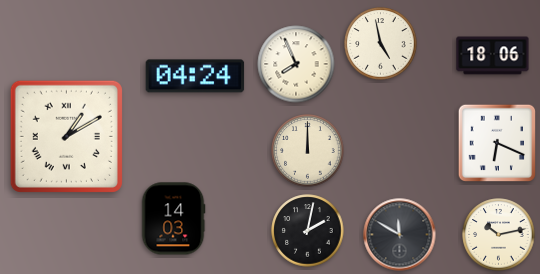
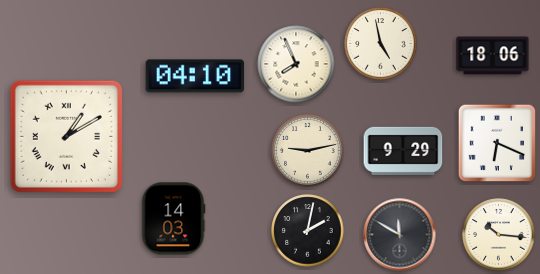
clock at (195, 76): 04:24 -> 04:10
clock at (308, 151): 12:00 -> 9:13
clock at (403, 151): none -> 9:29
clock at (499, 235): 10:13 -> 10:16
